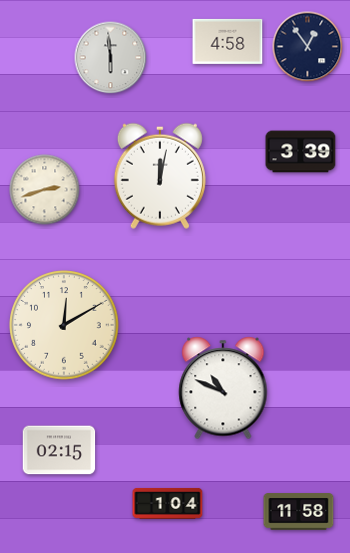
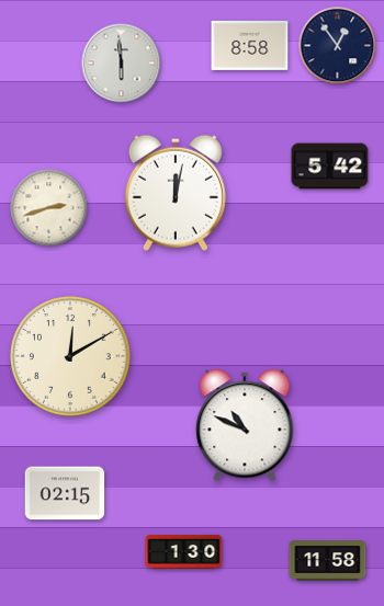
clock at (228, 41): 4:58 -> 8:58
clock at (308, 47) position: (308, 47) -> (338, 46)
clock at (301, 152): 3:39 -> 5:42
clock at (168, 503): 1:04 -> 1:30
